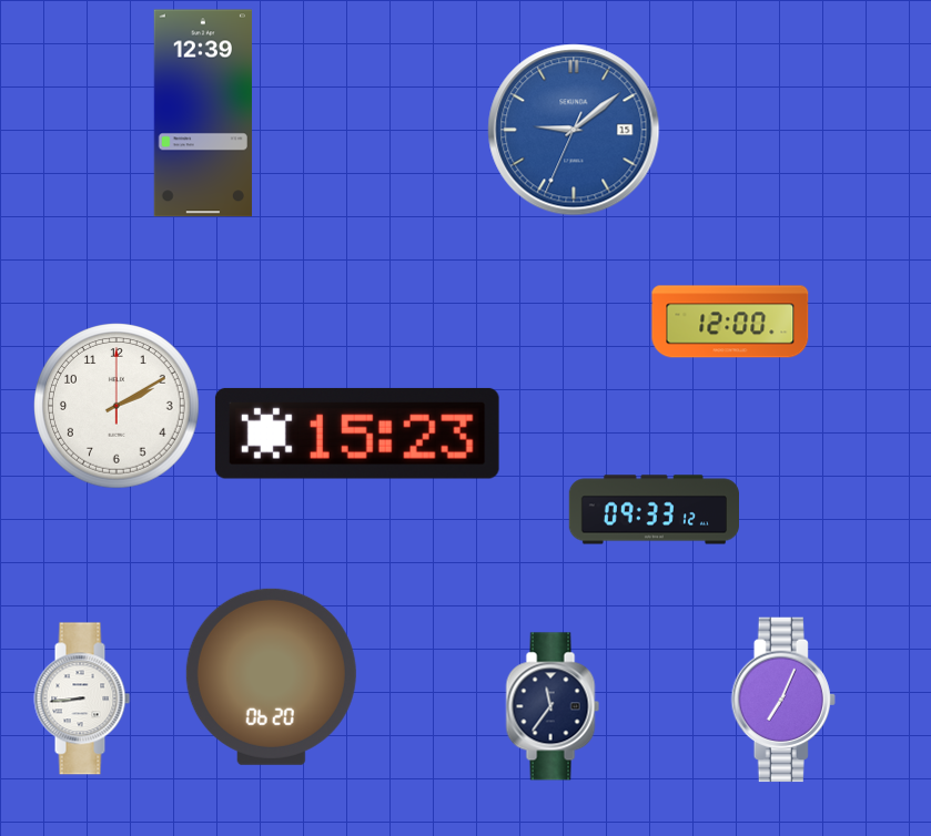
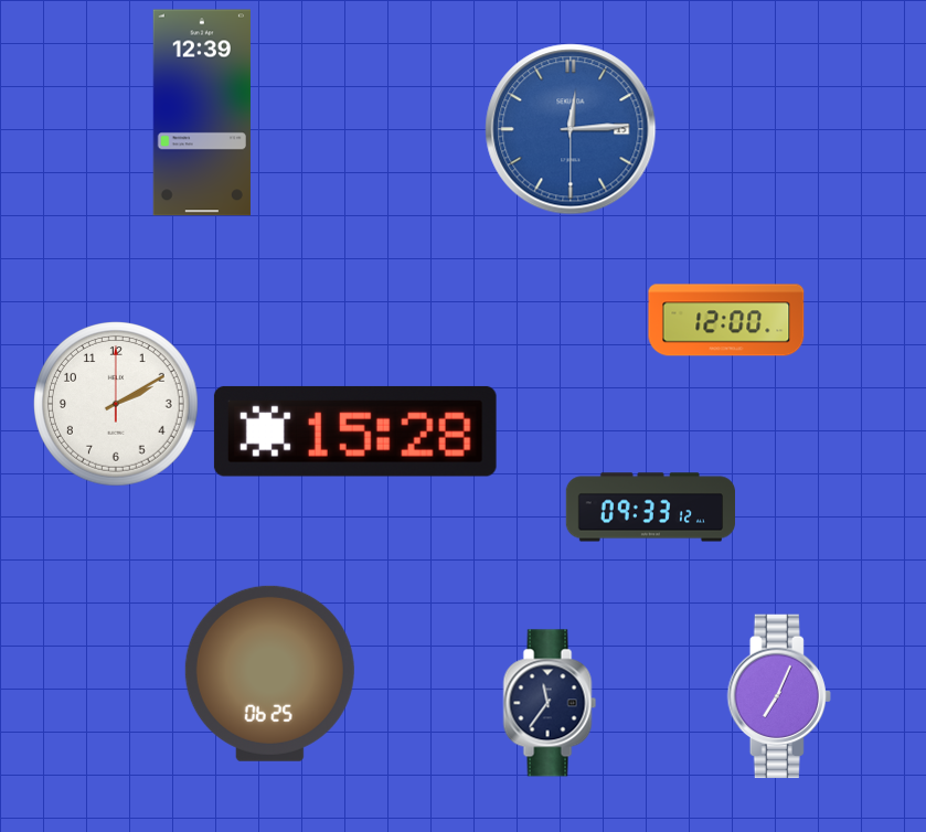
clock at (574, 130): 9:08 -> 12:14
clock at (357, 434): 15:23 -> 15:28
clock at (271, 676): 06:20 -> 06:25
clock at (82, 699): 8:44 -> none
